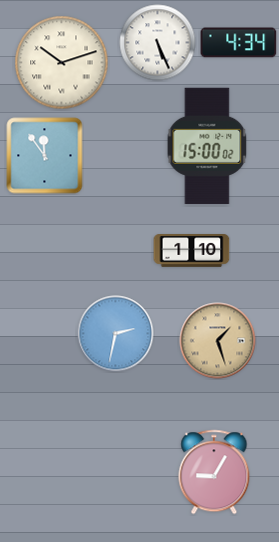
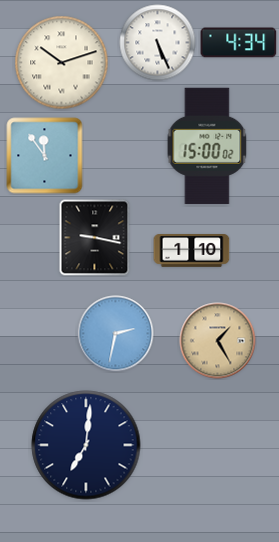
clock at (95, 238): none -> 9:17
clock at (218, 341): 1:27 -> 1:25
clock at (86, 445): none -> 7:01
clock at (214, 472): 9:05 -> none
